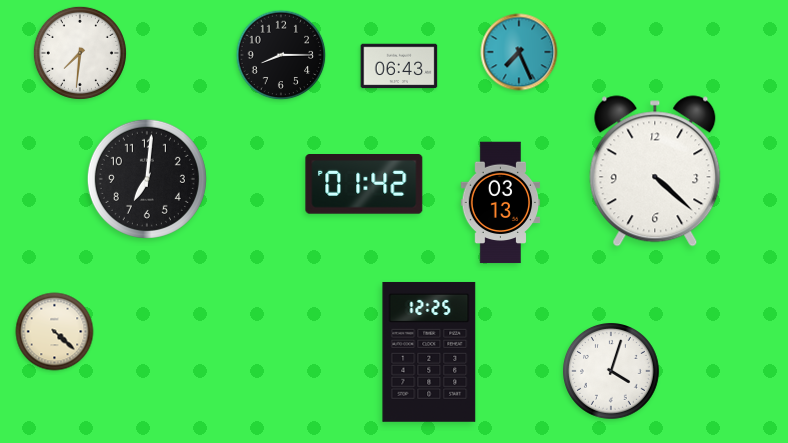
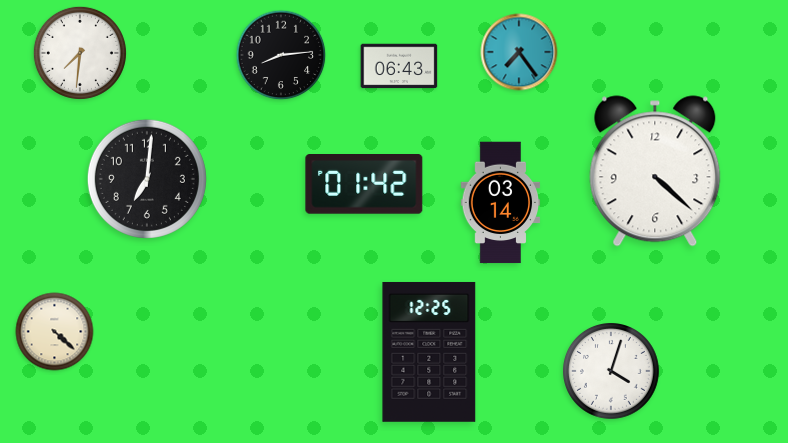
clock at (519, 52): 7:26 -> 7:24
clock at (281, 55): 8:15 -> 8:14
clock at (501, 203): 03:13 -> 03:14
